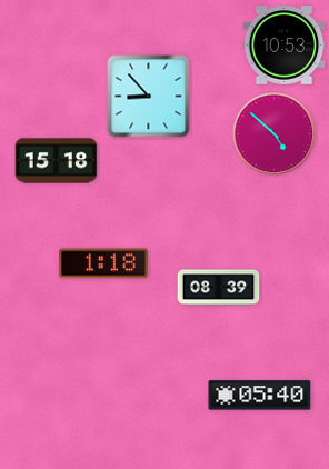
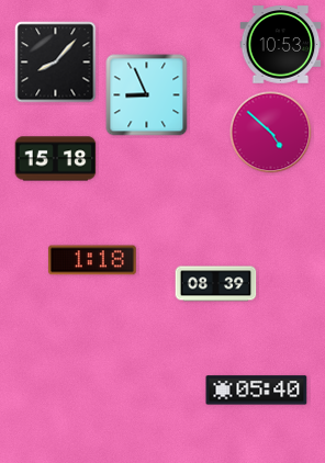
clock at (56, 63): none -> 8:07
clock at (149, 97): 8:53 -> 8:56
clock at (103, 263) position: (103, 263) -> (92, 260)
